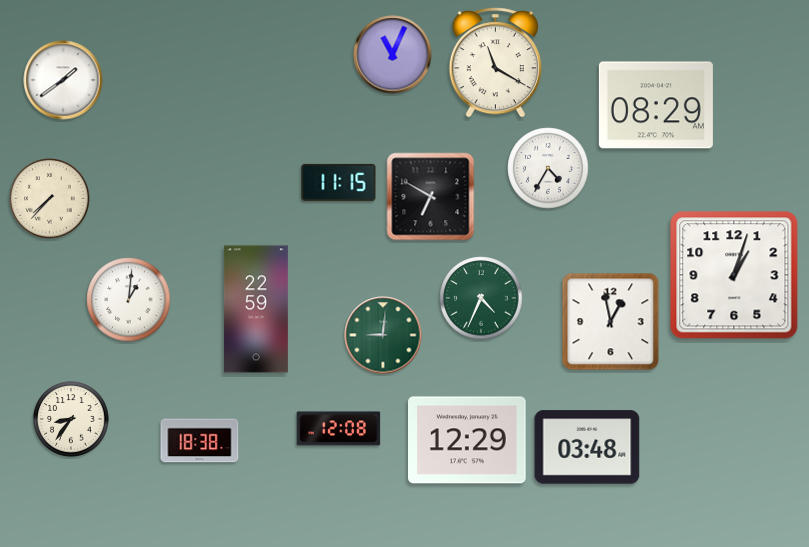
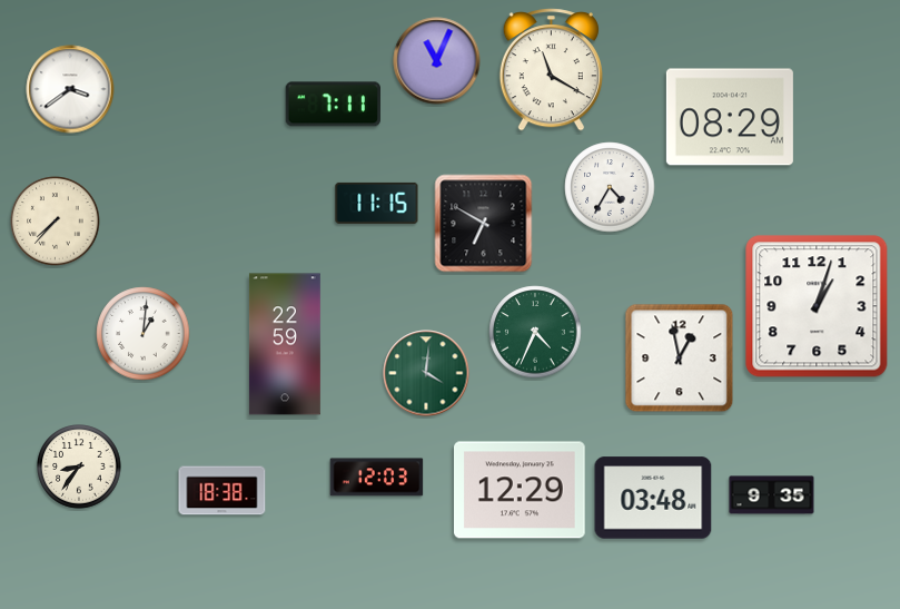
clock at (63, 80): 1:39 -> 3:39
clock at (333, 105): none -> 7:11
clock at (431, 197) position: (431, 197) -> (484, 224)
clock at (383, 335): 9:01 -> 4:01
clock at (339, 429): 12:08 -> 12:03
clock at (772, 495): none -> 9:35
